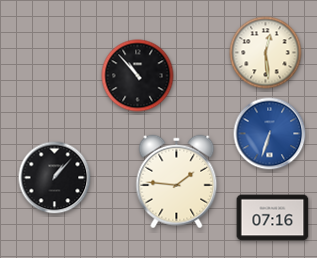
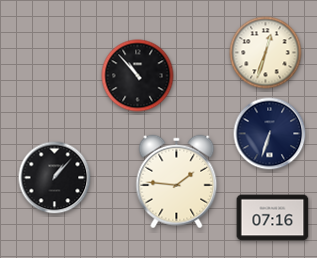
clock at (266, 53): 12:29 -> 12:33
clock at (270, 134) dial: blue -> navy
